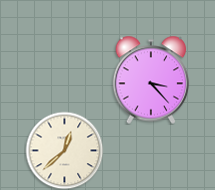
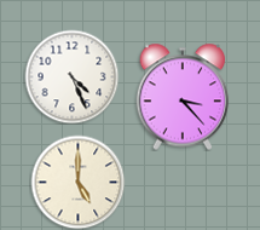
clock at (71, 76): none -> 4:26
clock at (64, 150): 12:38 -> 5:00
